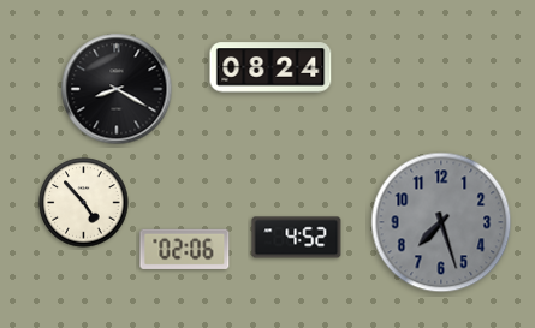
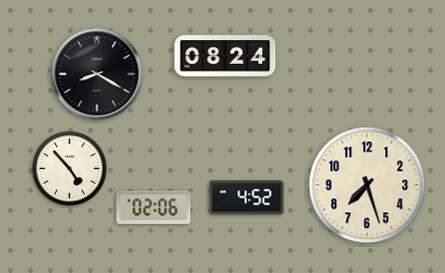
clock at (441, 222) dial: grey -> cream
